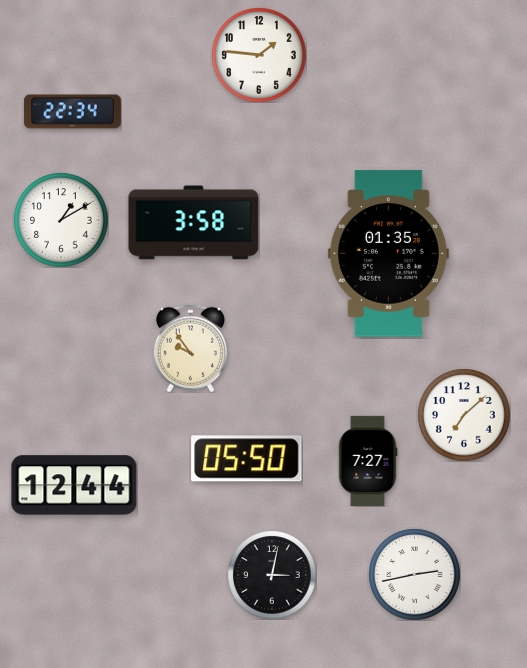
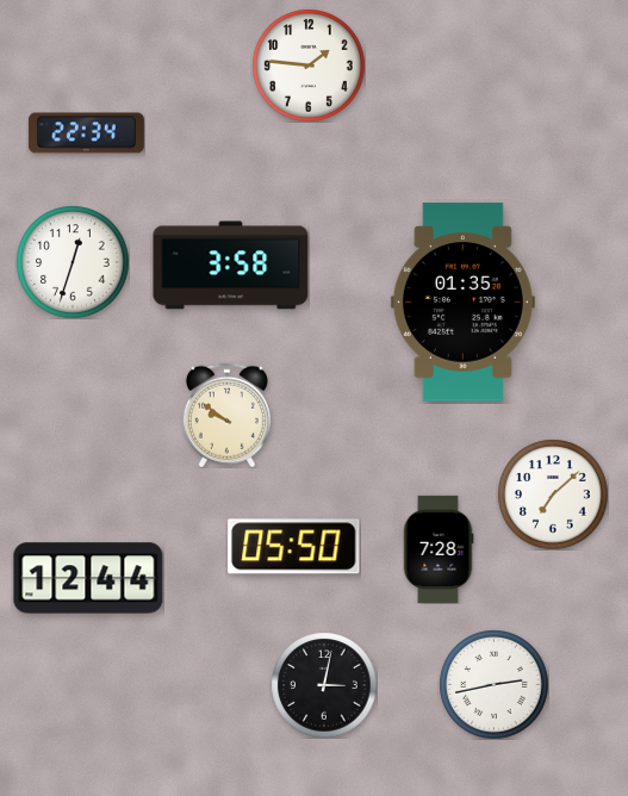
clock at (61, 220): 1:10 -> 12:33
clock at (190, 348): 9:54 -> 9:51
clock at (368, 461): 7:27 -> 7:28
